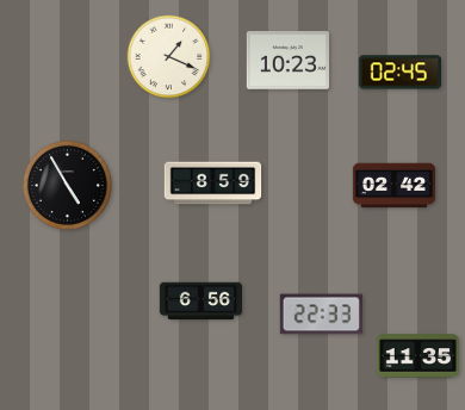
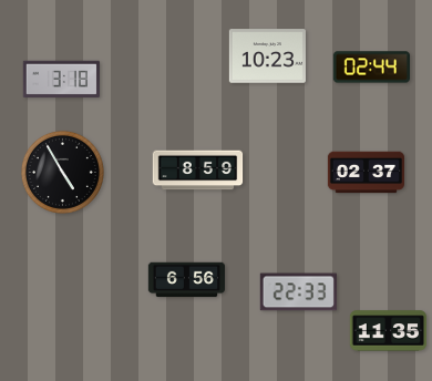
clock at (169, 57): 1:19 -> none
clock at (399, 73): 02:45 -> 02:44
clock at (61, 79): none -> 3:18
clock at (395, 186): 02:42 -> 02:37
